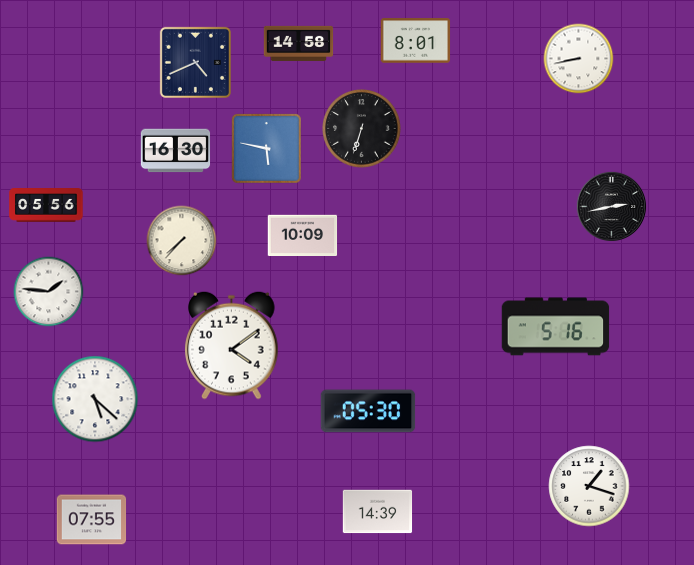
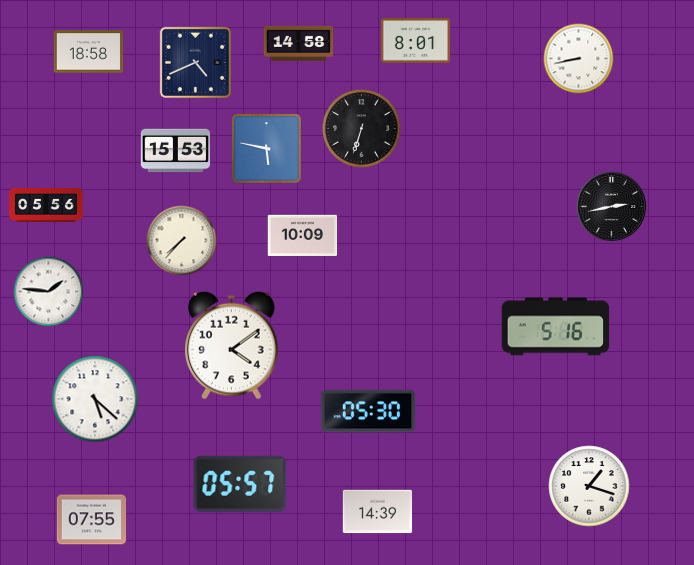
clock at (89, 52): none -> 18:58
clock at (176, 151): 16:30 -> 15:53
clock at (240, 484): none -> 05:57
